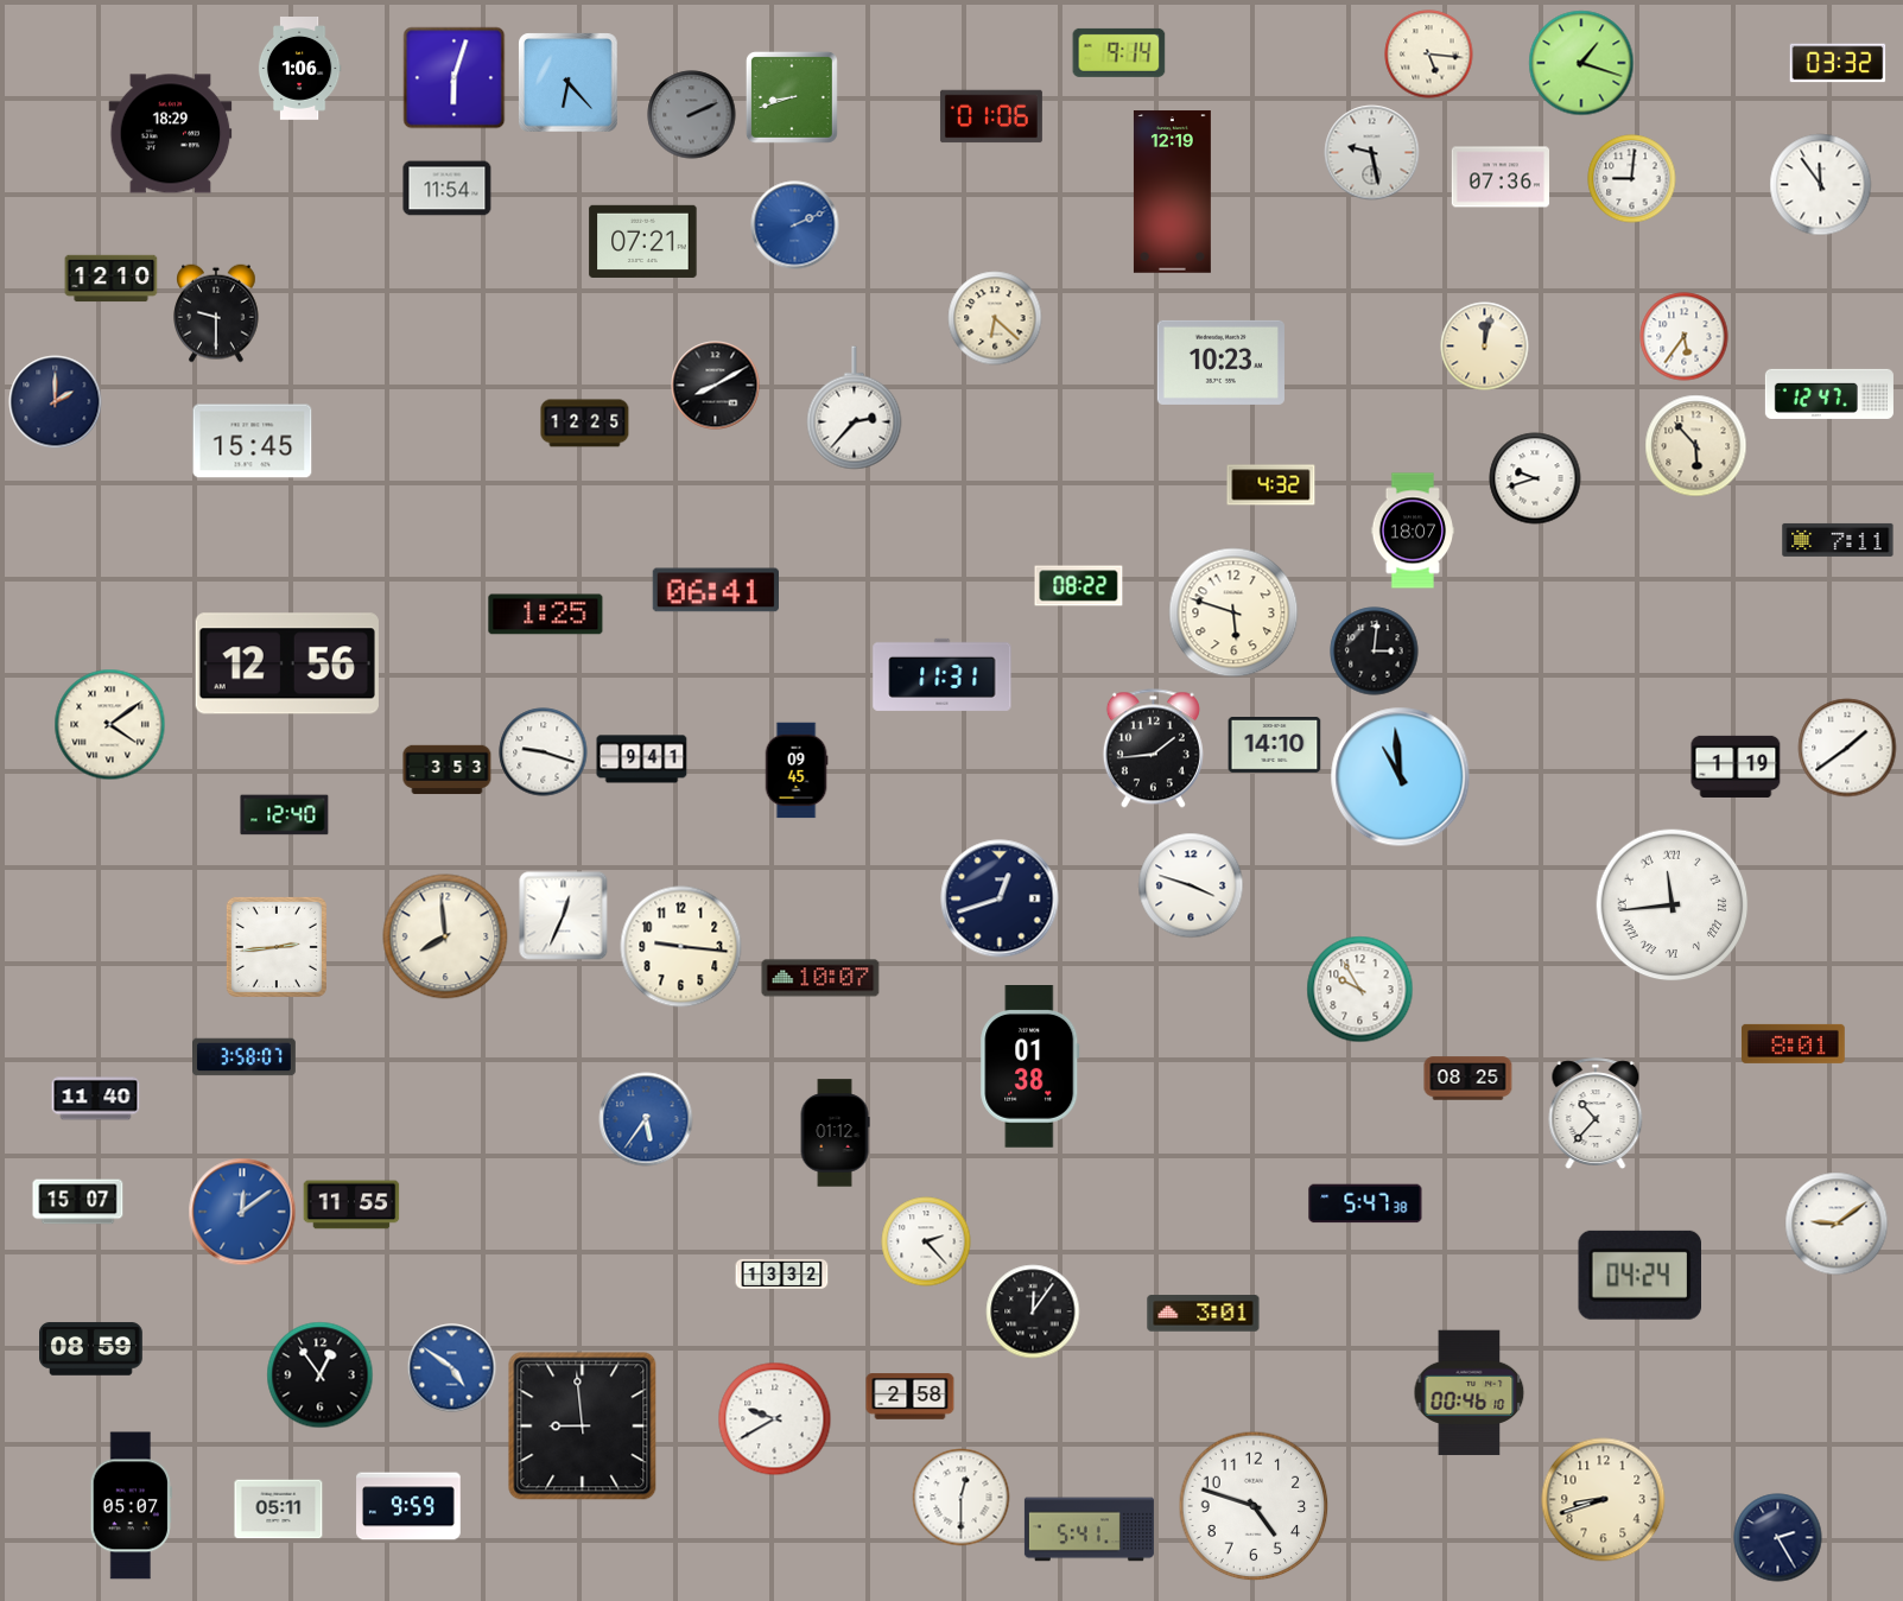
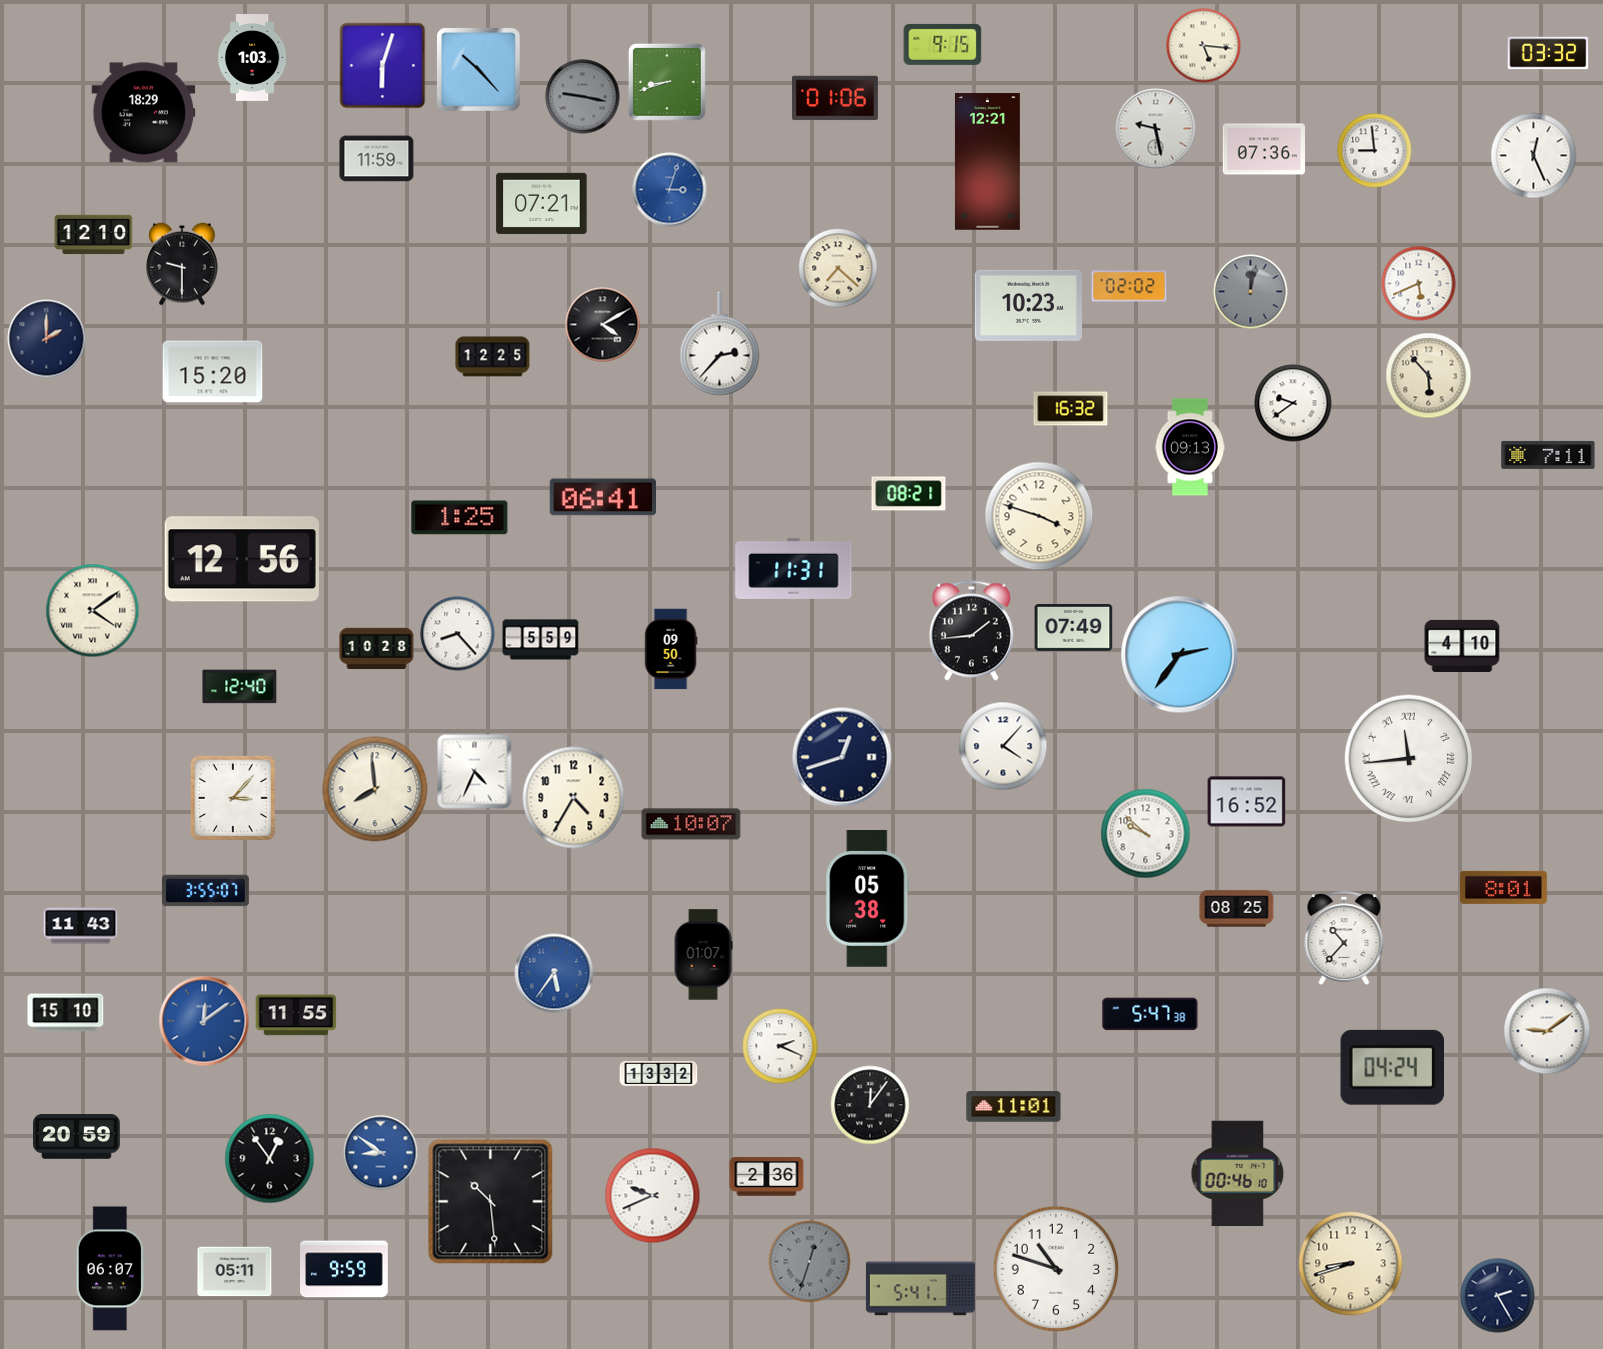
clock at (1119, 52): 9:14 -> 9:15
clock at (1581, 63): 1:18 -> none
clock at (299, 69): 1:06 -> 1:03
clock at (569, 83): 6:23 -> 10:23
clock at (692, 115): 2:11 -> 9:17
clock at (1632, 179): 9:01 -> 8:59
clock at (1821, 185): 11:54 -> 12:26
clock at (448, 189): 11:54 -> 11:59
clock at (1172, 192): 12:19 -> 12:21
clock at (795, 225): 2:11 -> 3:03
clock at (995, 318): 6:22 -> 7:22
clock at (1685, 337): 5:36 -> 5:41
clock at (1129, 286): none -> 02:02
clock at (1485, 347) dial: cream -> grey
clock at (716, 386): 8:10 -> 4:10
clock at (1829, 394): 12:47 -> none
clock at (253, 441): 15:45 -> 15:20
clock at (1535, 478): 9:42 -> 9:39
clock at (1271, 485): 4:32 -> 16:32
clock at (1413, 531): 18:07 -> 09:13
clock at (1079, 586): 08:22 -> 08:21
clock at (1233, 612): 5:48 -> 3:48
clock at (1375, 652): 3:01 -> none
clock at (1275, 745): 14:10 -> 07:49
clock at (1847, 748): 1:39 -> none
clock at (544, 752): 9:18 -> 8:23
clock at (642, 760): 9:41 -> 5:59
clock at (1736, 767): 1:19 -> 4:10
clock at (448, 770): 3:53 -> 10:28
clock at (797, 770): 09:45 -> 09:50
clock at (1401, 777): 10:59 -> 2:36
clock at (1191, 885): 3:48 -> 4:07
clock at (1673, 906) position: (1673, 906) -> (1409, 759)
clock at (564, 916): 12:34 -> 4:34
clock at (277, 947): 2:44 -> 3:07
clock at (681, 947): 9:16 -> 4:35
clock at (1247, 802): none -> 16:52
clock at (1360, 990): 9:55 -> 9:52
clock at (1794, 1043) position: (1794, 1043) -> (1504, 887)
clock at (245, 1057): 3:58 -> 3:55
clock at (1030, 1067): 01:38 -> 05:38
clock at (96, 1099): 11:40 -> 11:43
clock at (646, 1119) position: (646, 1119) -> (554, 973)
clock at (835, 1133): 01:12 -> 01:07
clock at (78, 1202): 15:07 -> 15:10
clock at (926, 1241): 2:23 -> 2:19
clock at (1639, 1275) position: (1639, 1275) -> (1392, 1067)
clock at (1204, 1314): 3:01 -> 11:01
clock at (91, 1349): 08:59 -> 20:59
clock at (452, 1368): 4:51 -> 8:51
clock at (911, 1397): 2:58 -> 2:36
clock at (775, 1419): 9:40 -> 9:41
clock at (583, 1427): 8:59 -> 10:29
clock at (962, 1498): 12:30 -> 12:33
clock at (962, 1498) dial: white -> grey
clock at (131, 1506): 05:07 -> 06:07
clock at (1254, 1506): 4:48 -> 10:48
clock at (1089, 1530) position: (1089, 1530) -> (920, 1289)
